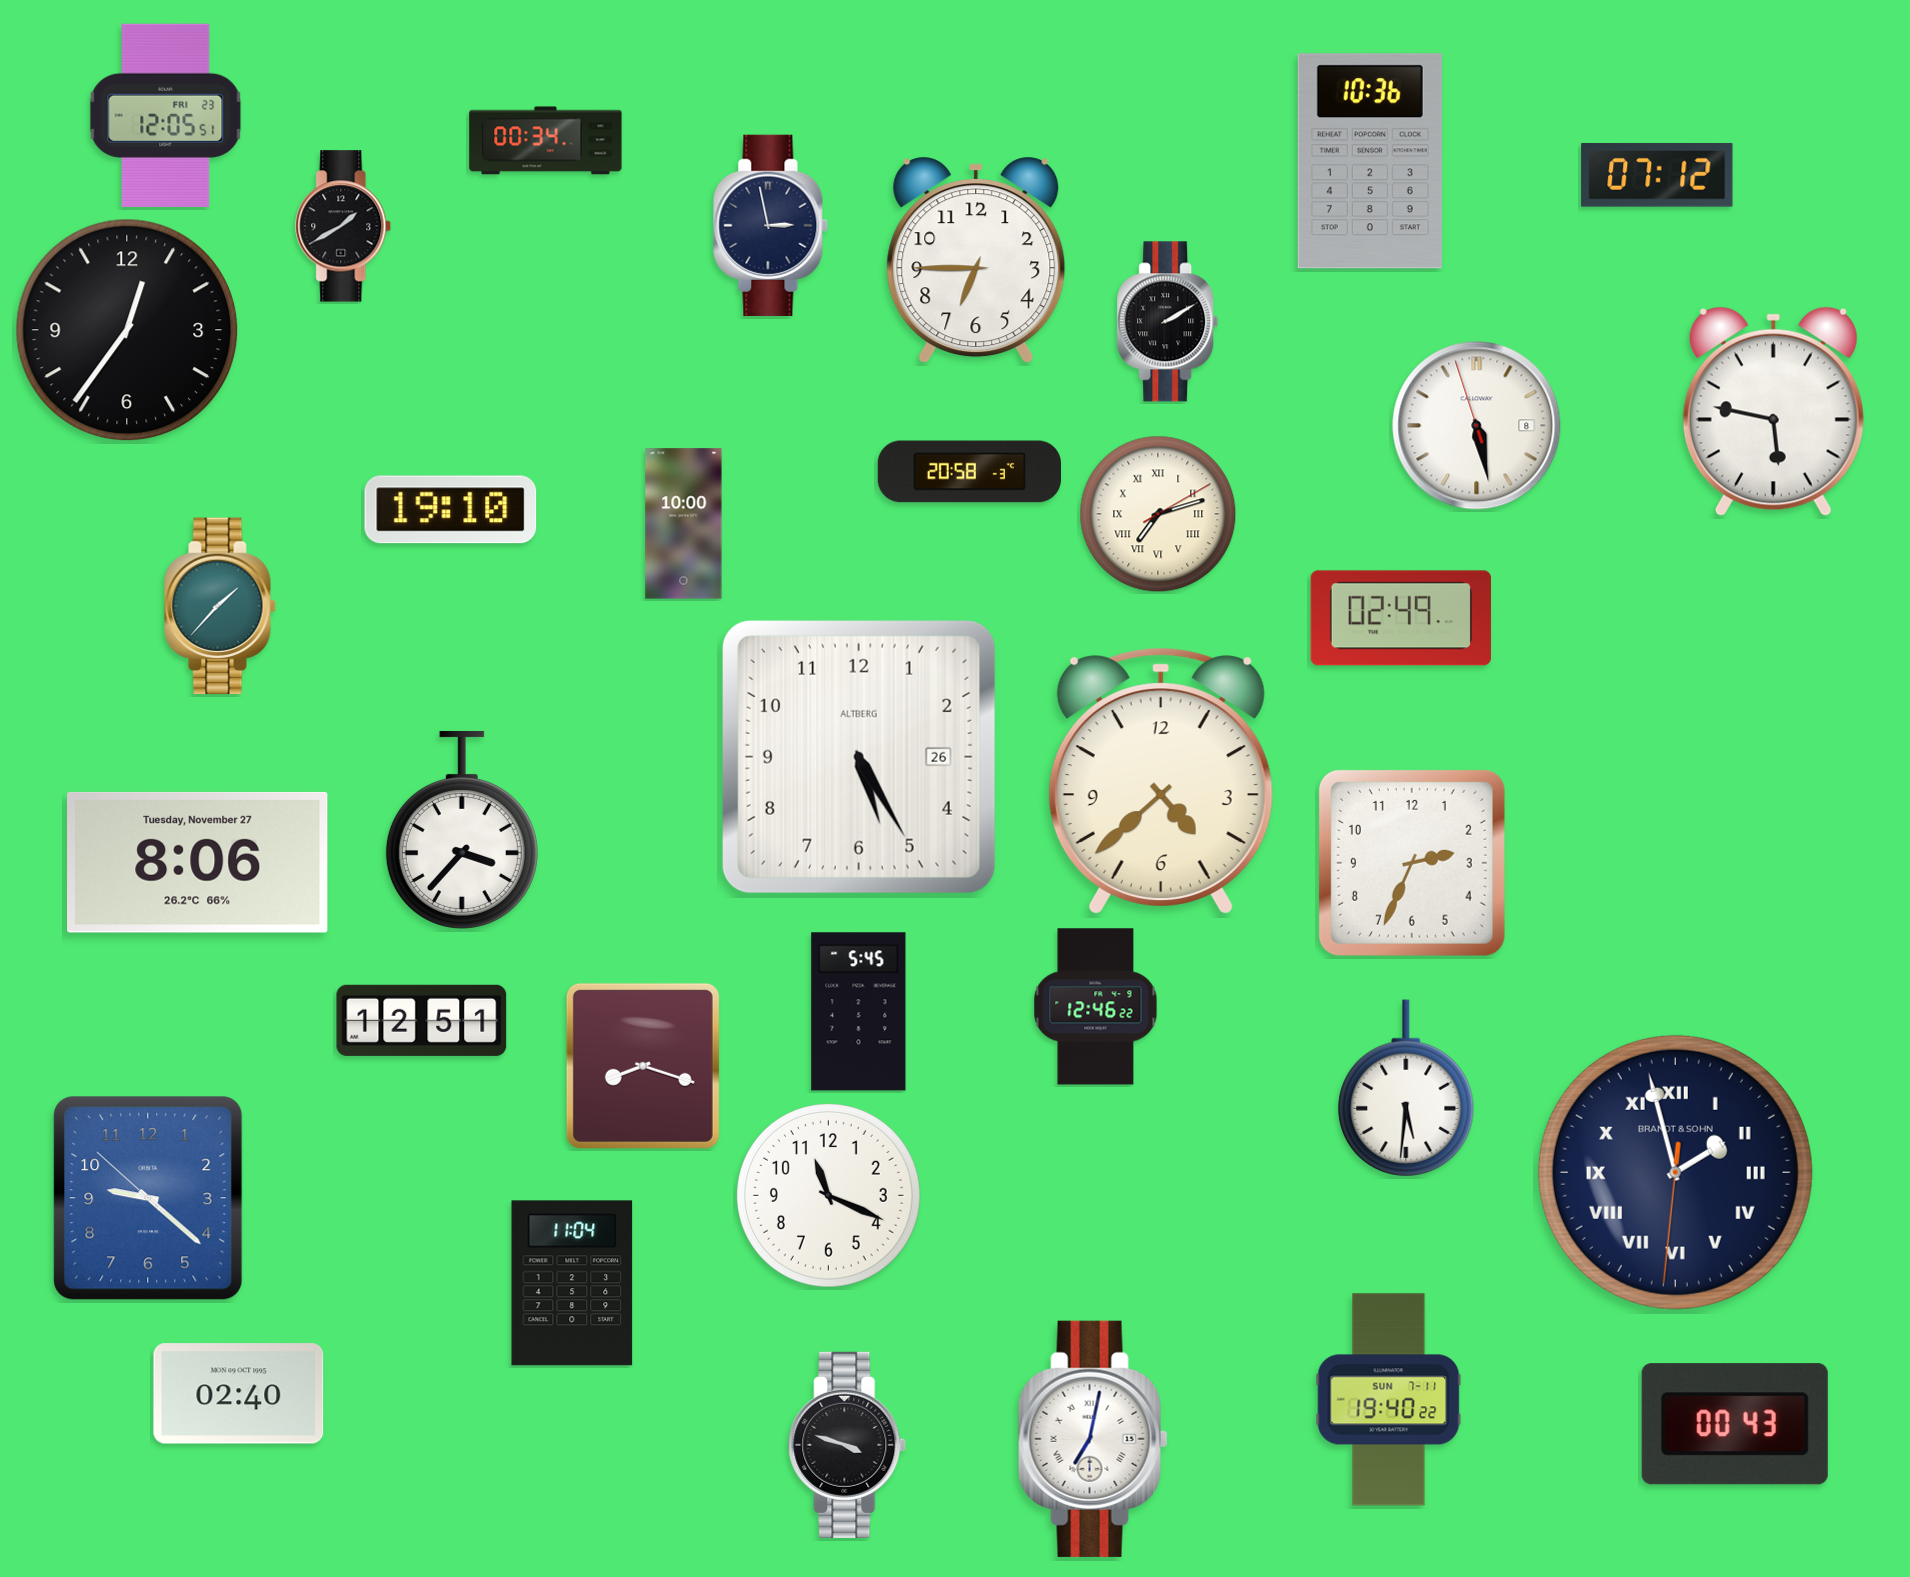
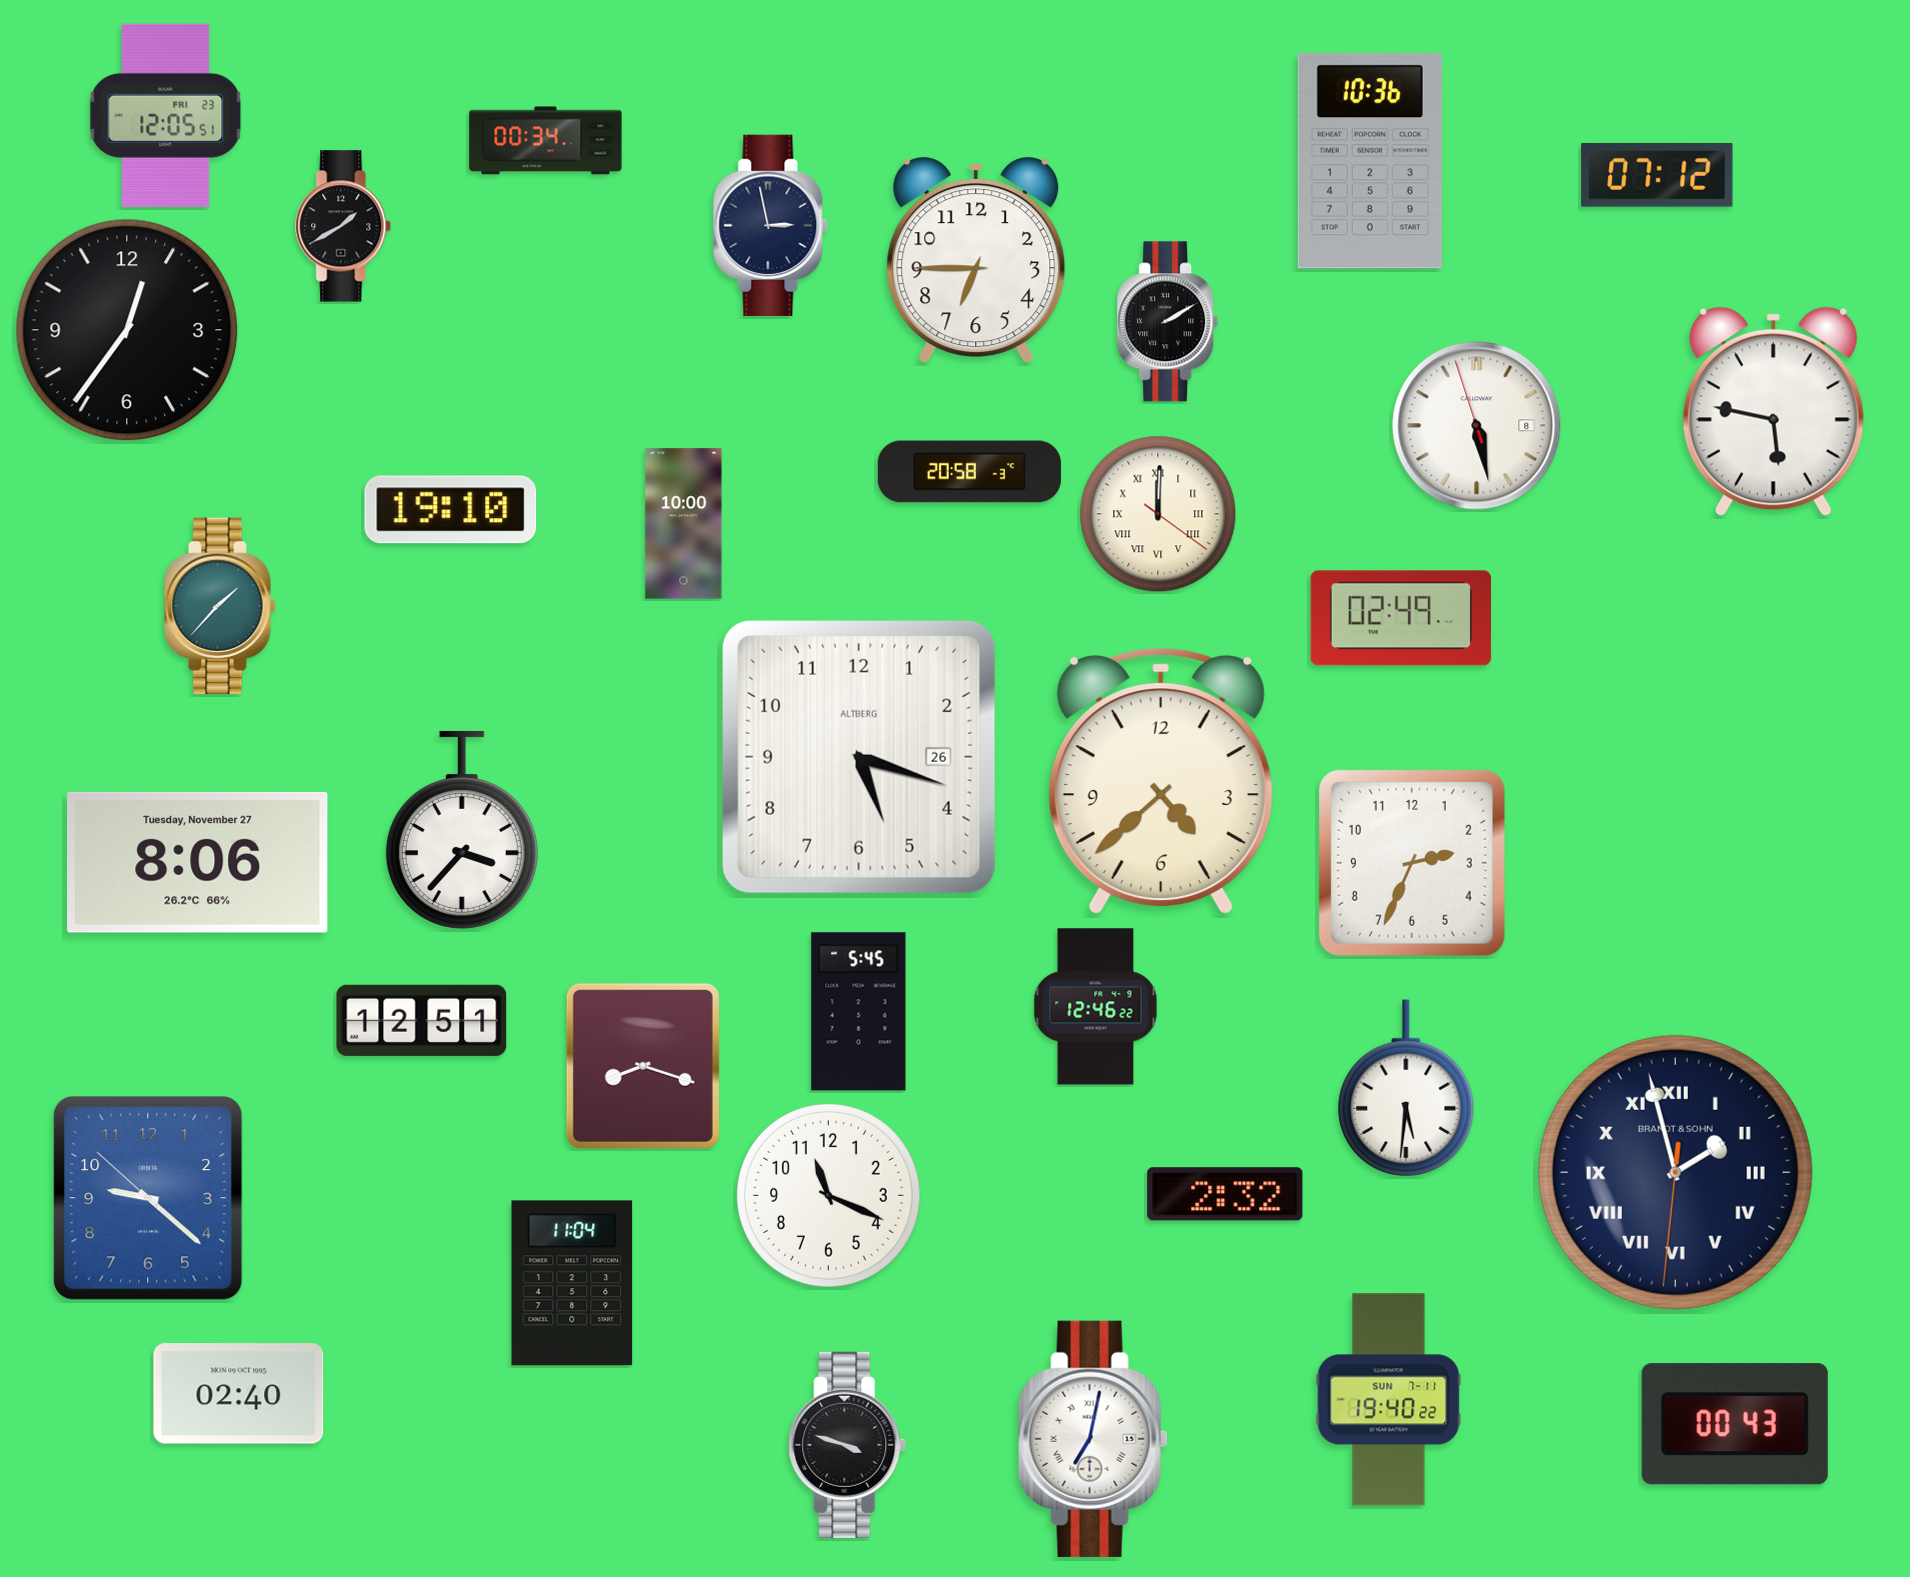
clock at (1158, 514): 7:12 -> 12:00
clock at (859, 757): 5:25 -> 5:18
clock at (1225, 1194): none -> 2:32
